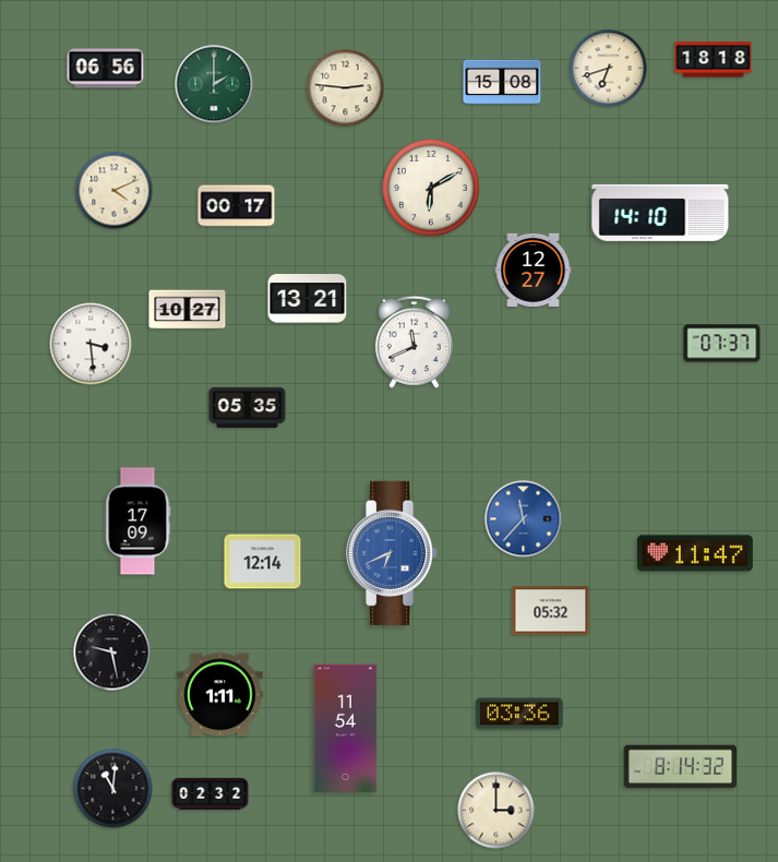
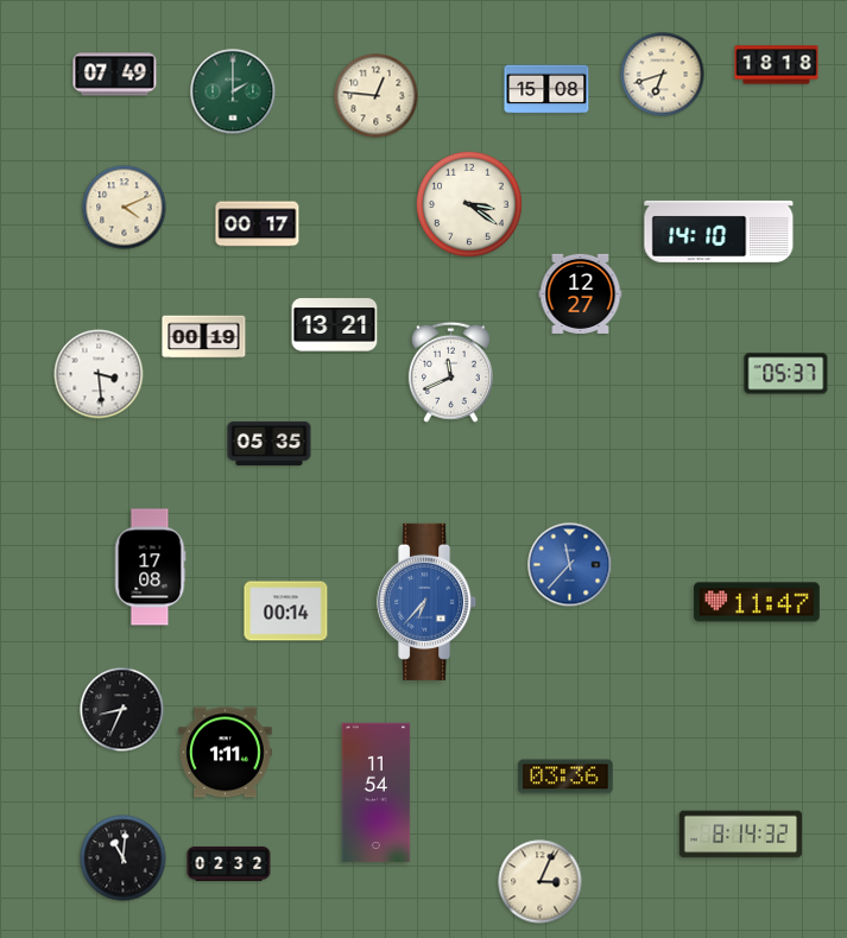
clock at (106, 69): 06:56 -> 07:49
clock at (346, 88): 2:46 -> 12:46
clock at (431, 188): 6:10 -> 3:21
clock at (188, 310): 10:27 -> 00:19
clock at (722, 344): 07:37 -> 05:37
clock at (137, 522): 17:09 -> 17:08
clock at (393, 553): 6:41 -> 6:37
clock at (263, 562): 12:14 -> 00:14
clock at (551, 611): 05:32 -> none
clock at (112, 653): 9:28 -> 8:34
clock at (220, 695) position: (220, 695) -> (226, 753)
clock at (496, 811): 3:00 -> 3:04
